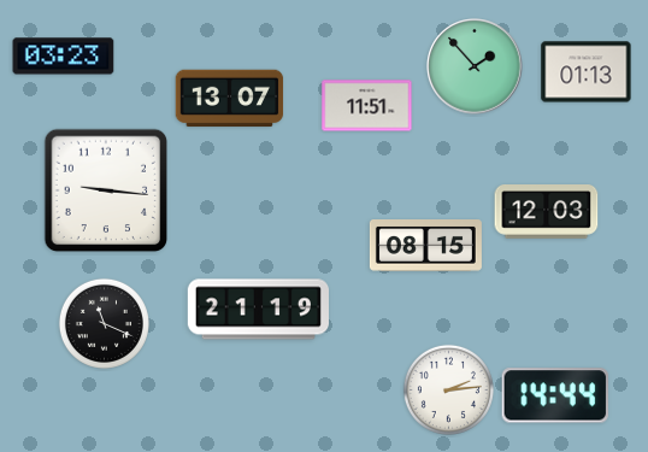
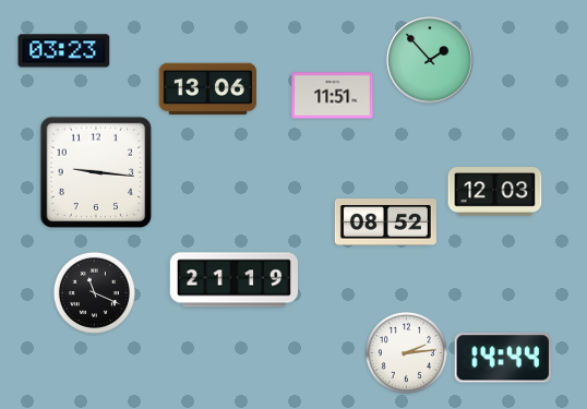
clock at (64, 57) position: (64, 57) -> (64, 51)
clock at (587, 72): 01:13 -> none
clock at (230, 99): 13:07 -> 13:06
clock at (425, 246): 08:15 -> 08:52
